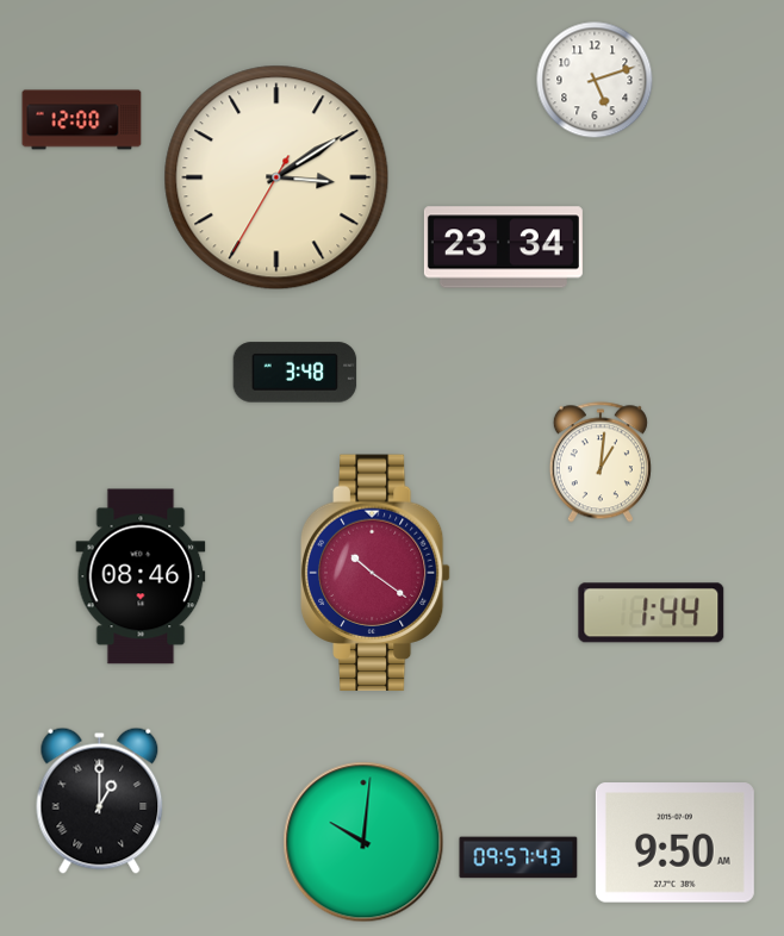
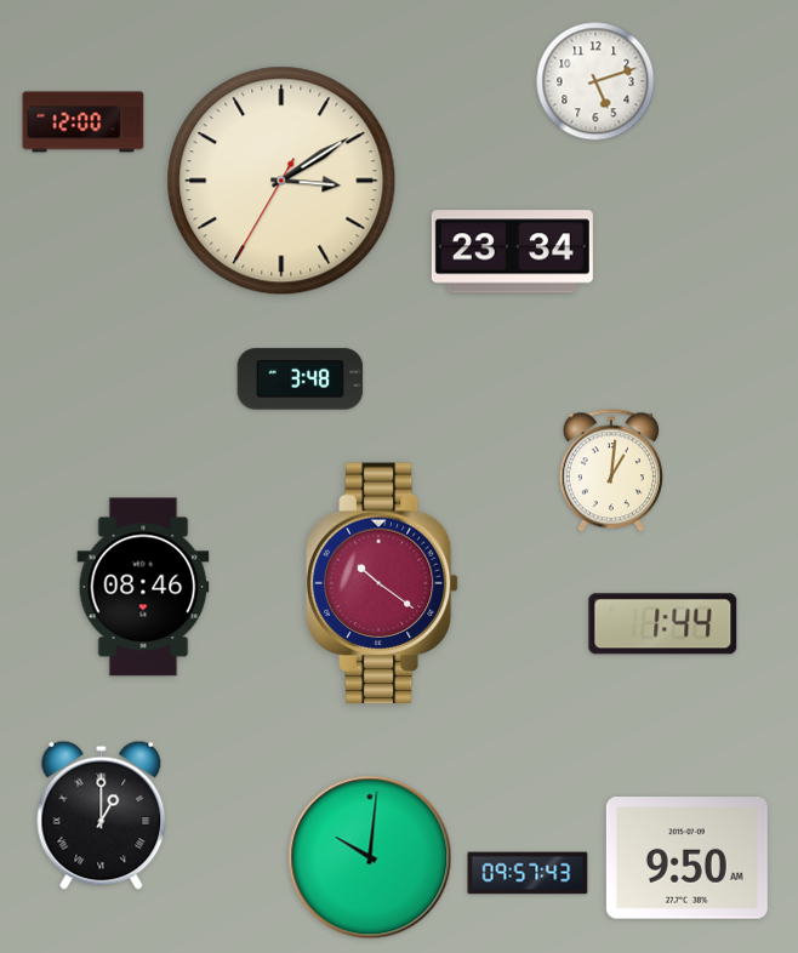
clock at (595, 80) position: (595, 80) -> (595, 81)
